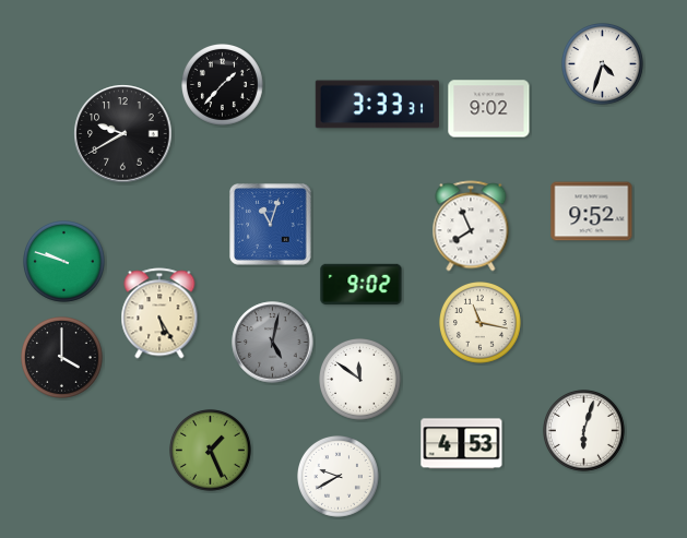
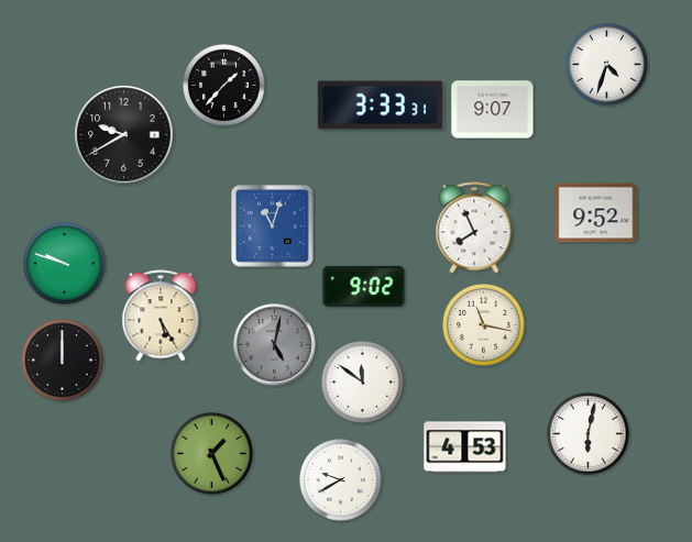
clock at (489, 109): 9:02 -> 9:07
clock at (62, 358): 4:00 -> 12:00
clock at (584, 431): 6:03 -> 6:02
